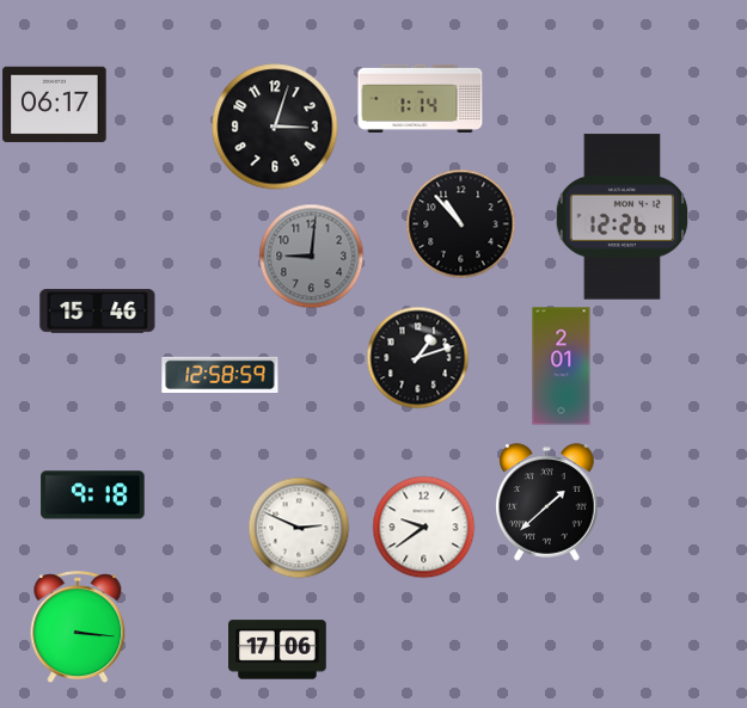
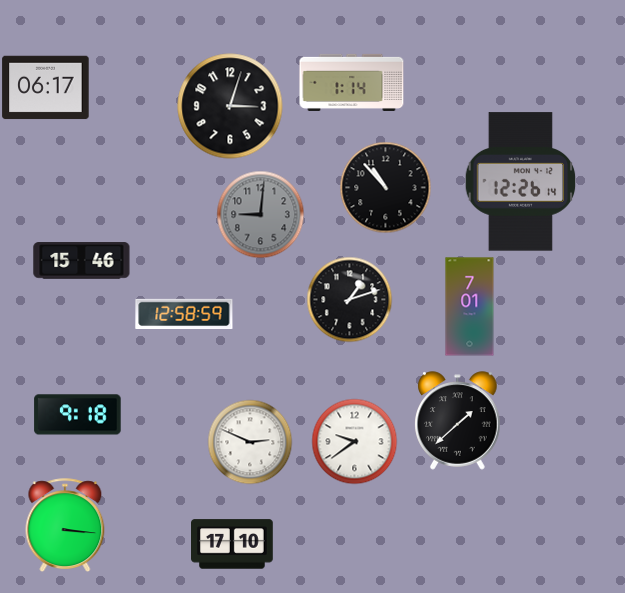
clock at (562, 367): 2:01 -> 7:01
clock at (277, 649): 17:06 -> 17:10
